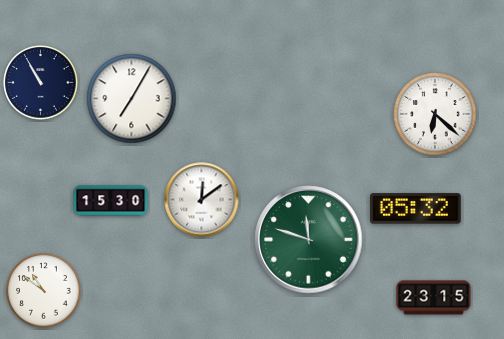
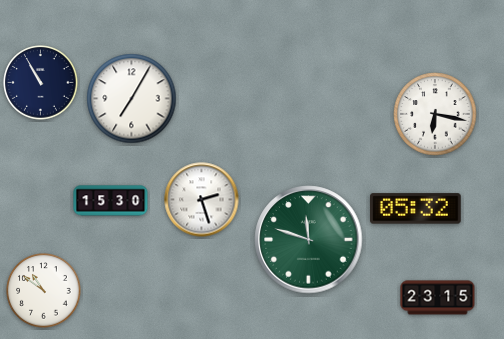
clock at (435, 114): 6:22 -> 6:17
clock at (202, 200): 12:09 -> 2:27
clock at (434, 298) position: (434, 298) -> (438, 298)
